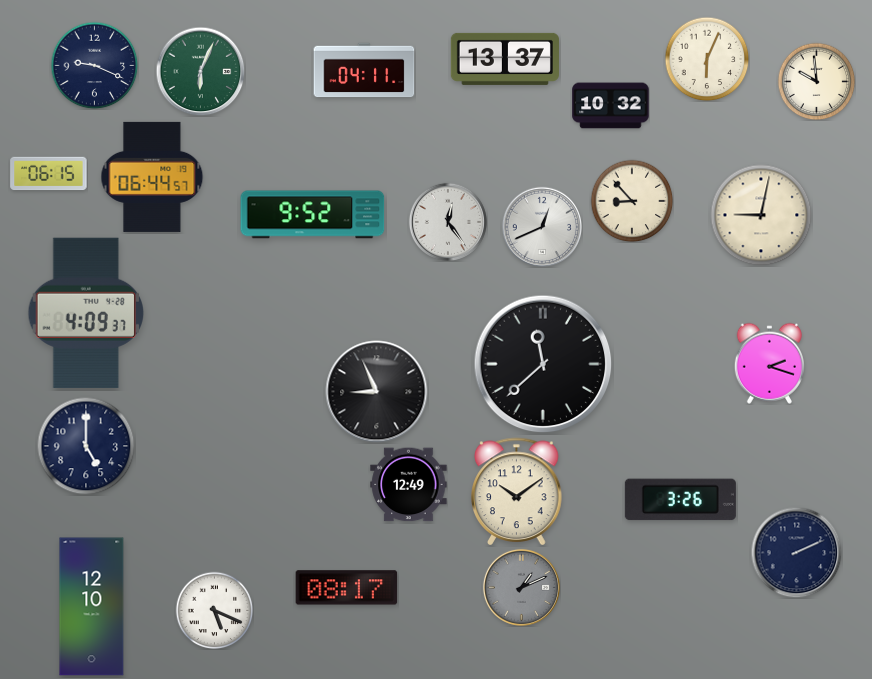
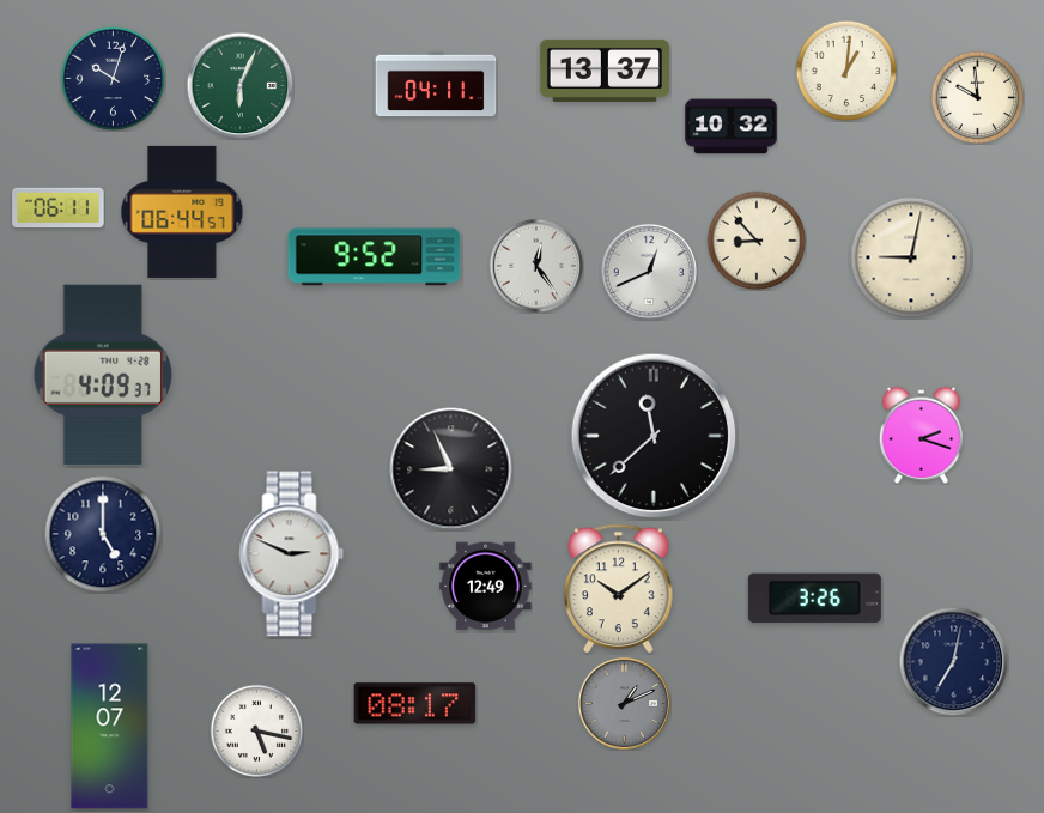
clock at (707, 59): 6:04 -> 1:01
clock at (94, 65): 9:19 -> 10:03
clock at (49, 174): 06:15 -> 06:11
clock at (543, 364) position: (543, 364) -> (654, 436)
clock at (292, 554): none -> 2:49
clock at (409, 485) position: (409, 485) -> (486, 587)
clock at (796, 552): 2:11 -> 7:02
clock at (92, 607): 12:10 -> 12:07
clock at (214, 610): 5:19 -> 5:17
